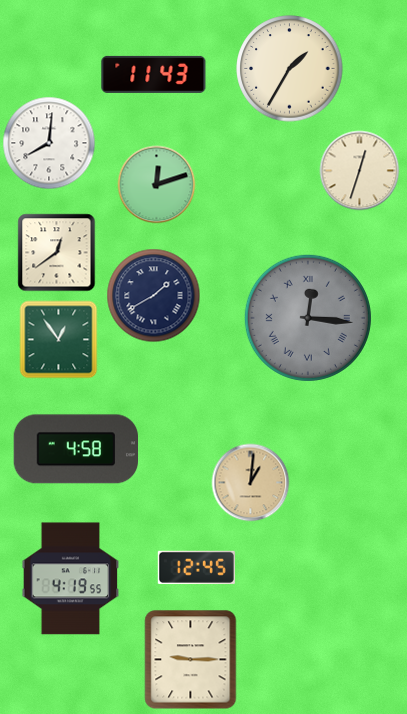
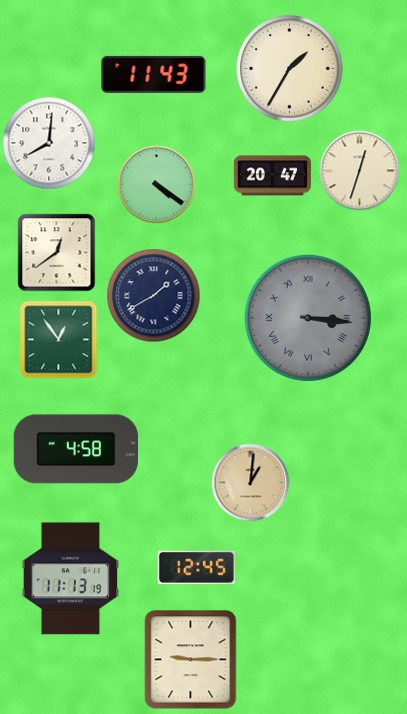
clock at (272, 176): none -> 20:47
clock at (156, 184): 12:12 -> 4:21
clock at (308, 318): 12:16 -> 3:16
clock at (71, 579): 4:19 -> 11:13
